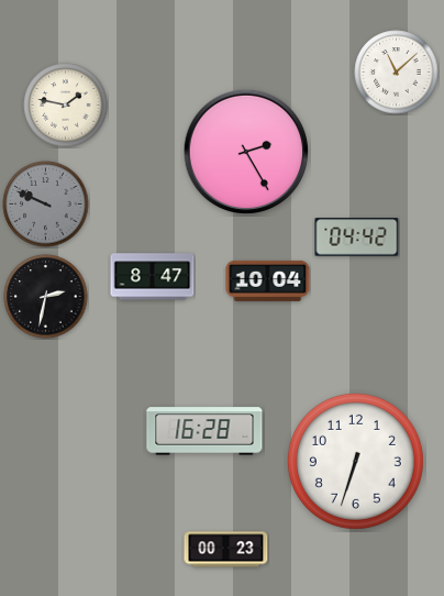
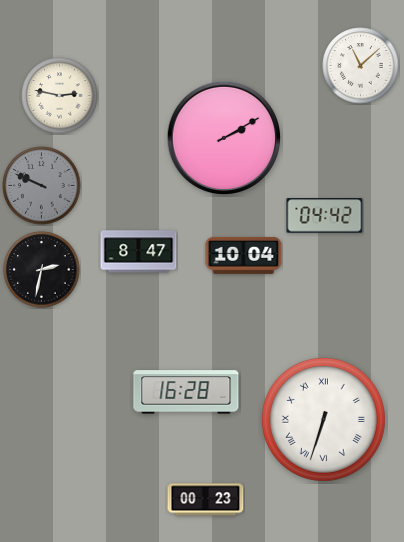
clock at (66, 106): 1:47 -> 2:47
clock at (246, 152): 2:25 -> 2:10
clock at (355, 461) numerals: Arabic -> Roman
